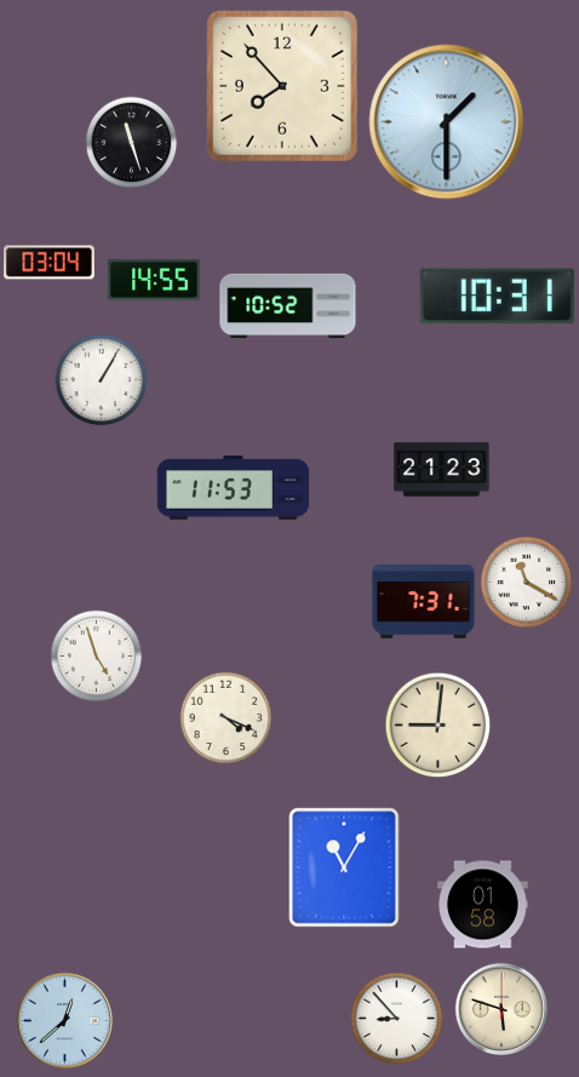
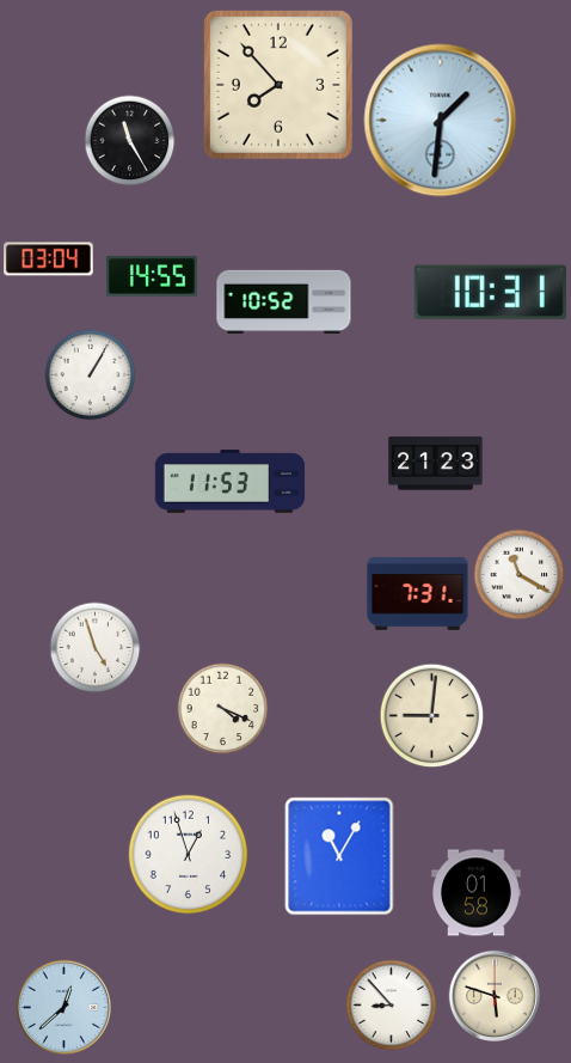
clock at (447, 122): 1:30 -> 1:31
clock at (132, 143): 11:27 -> 11:25
clock at (102, 380) position: (102, 380) -> (91, 375)
clock at (189, 855): none -> 12:57
